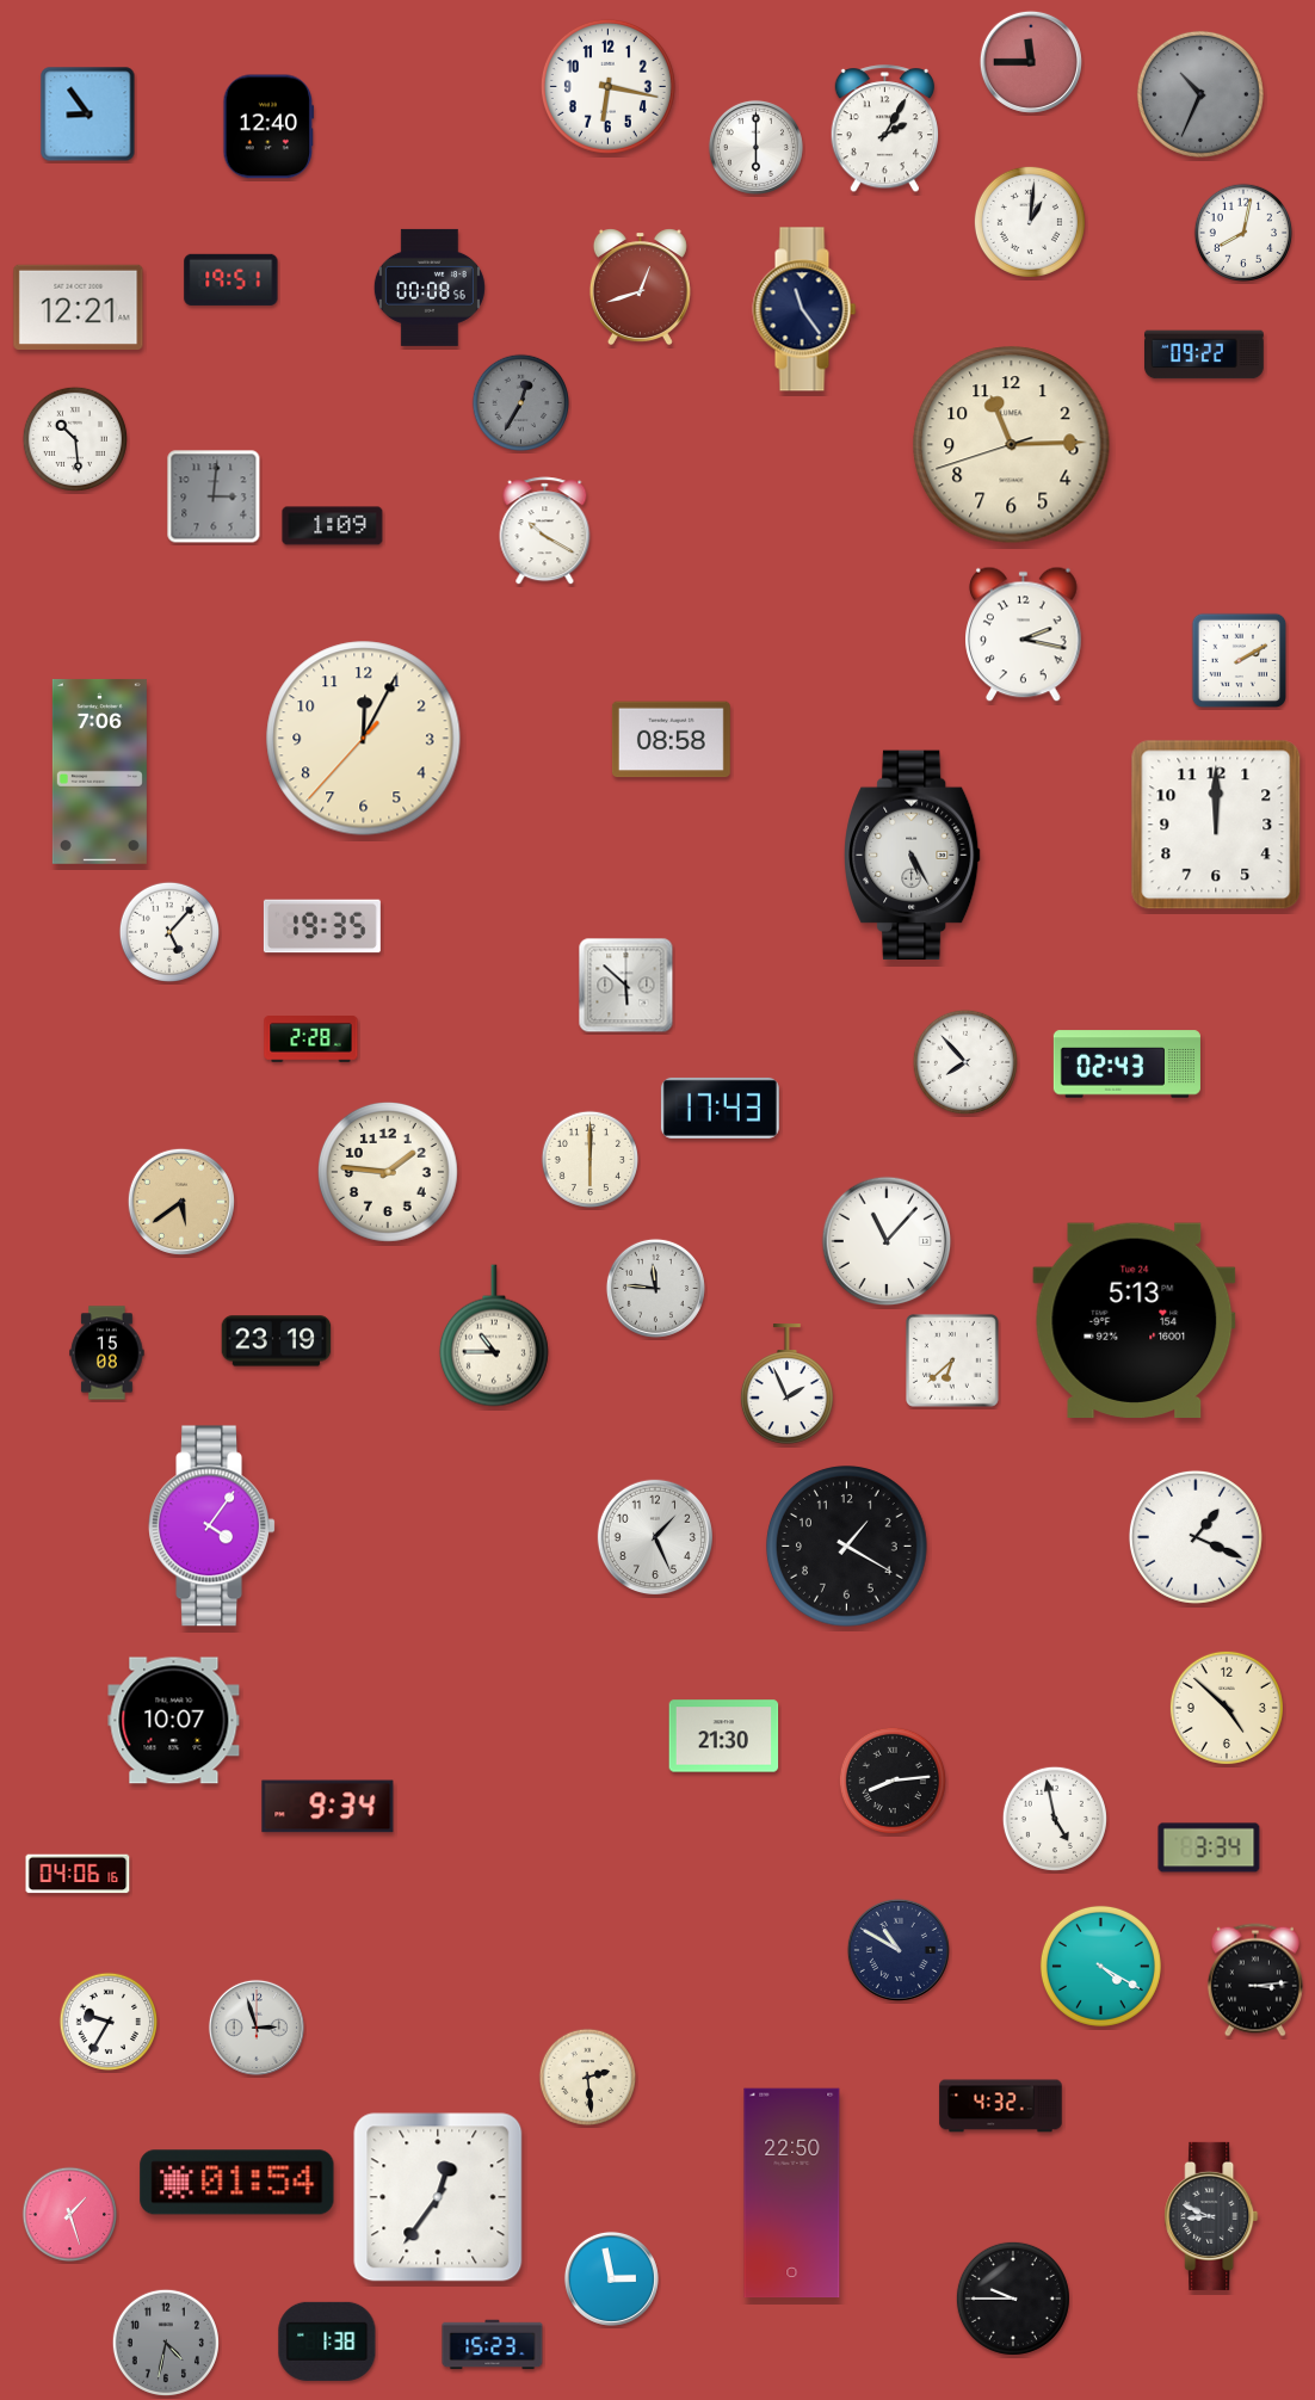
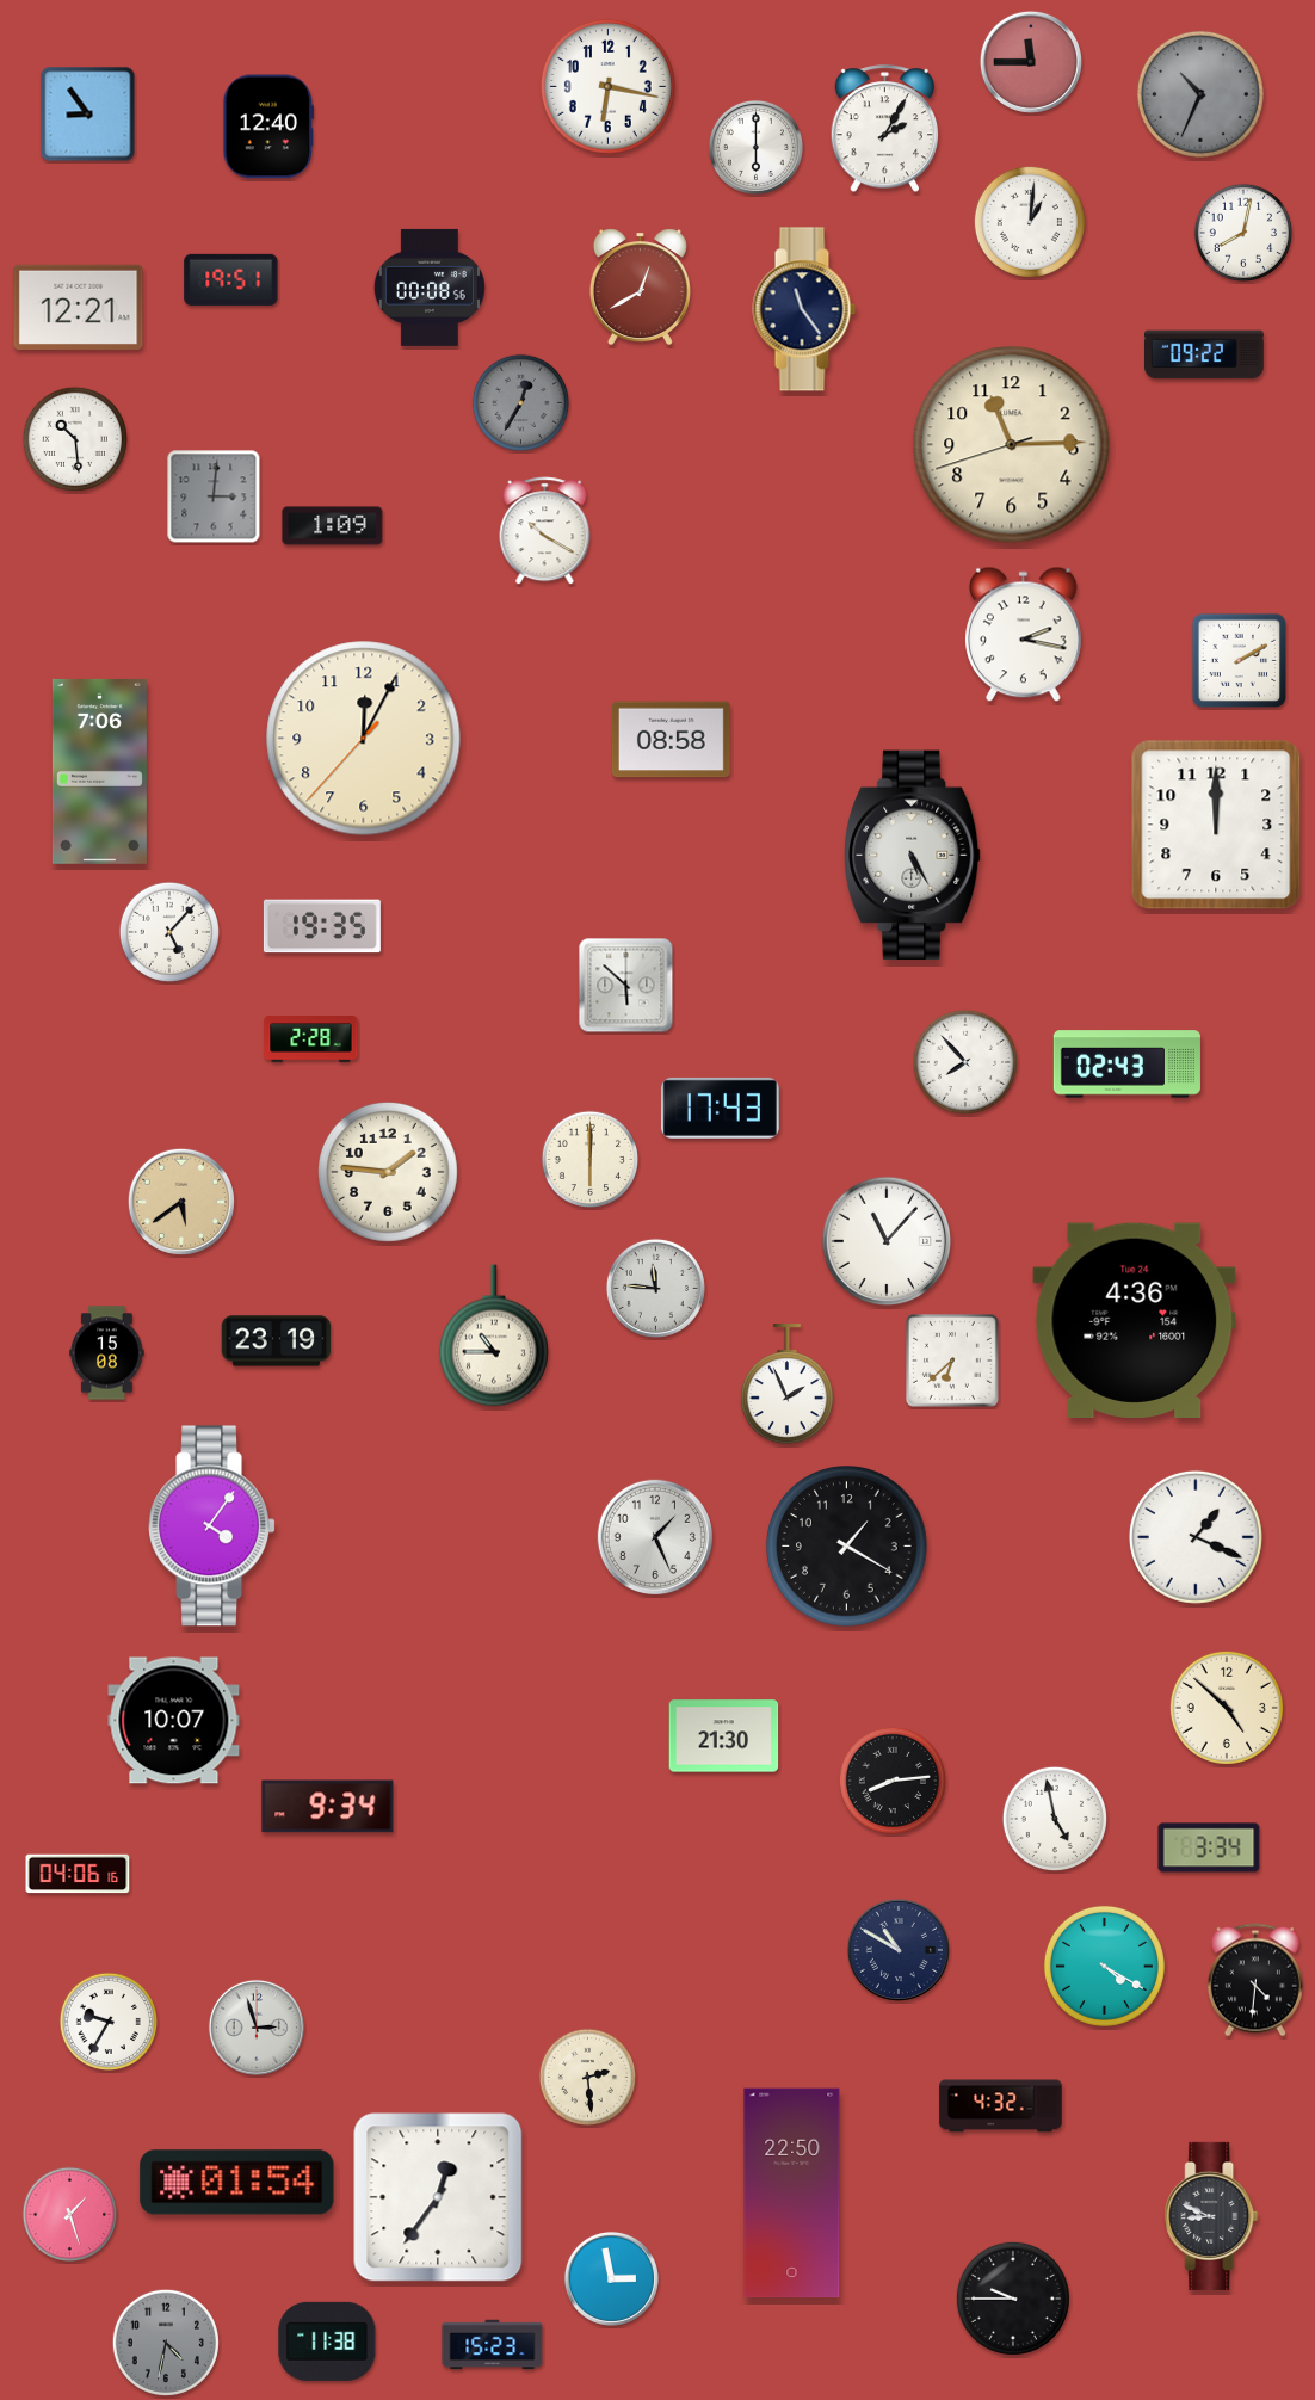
clock at (640, 288): 12:42 -> 12:40
clock at (1135, 1320): 5:13 -> 4:36
clock at (1100, 1966) position: (1100, 1966) -> (1104, 1966)
clock at (1255, 1980): 3:14 -> 4:31
clock at (327, 2342): 1:38 -> 11:38
